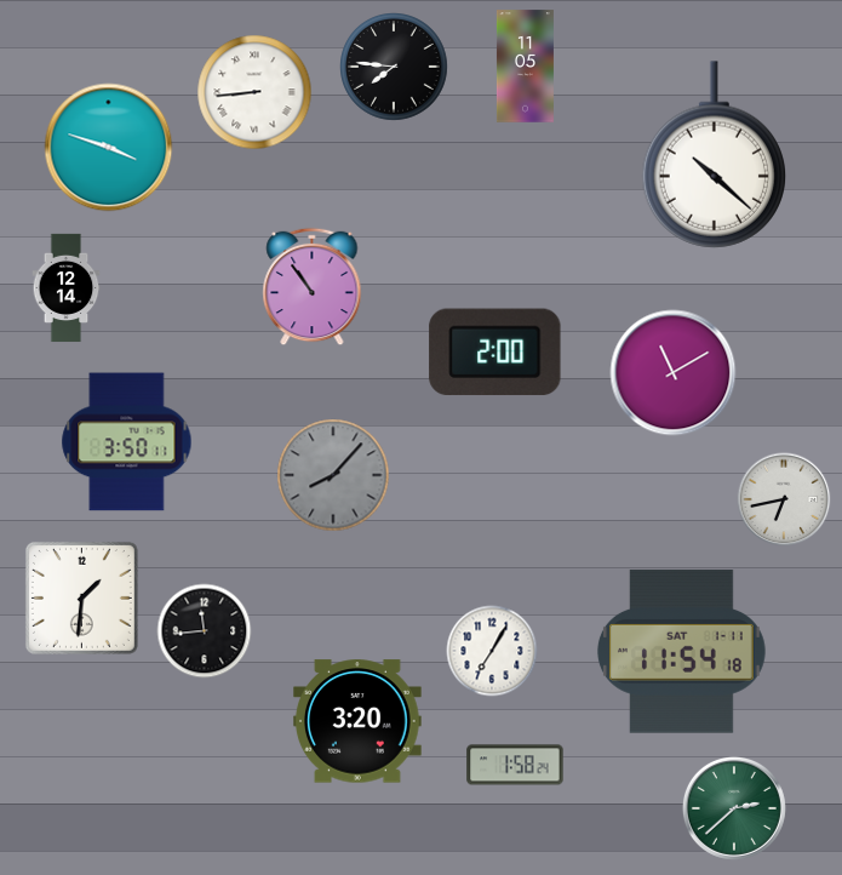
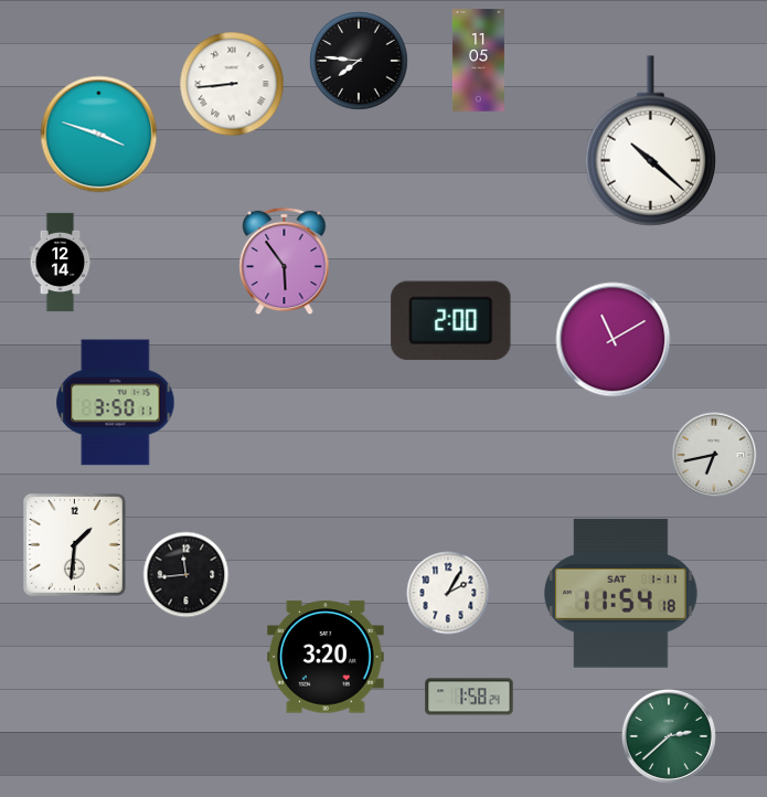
clock at (313, 287): 10:54 -> 5:54
clock at (333, 475): 8:07 -> none
clock at (492, 651): 7:05 -> 2:05
